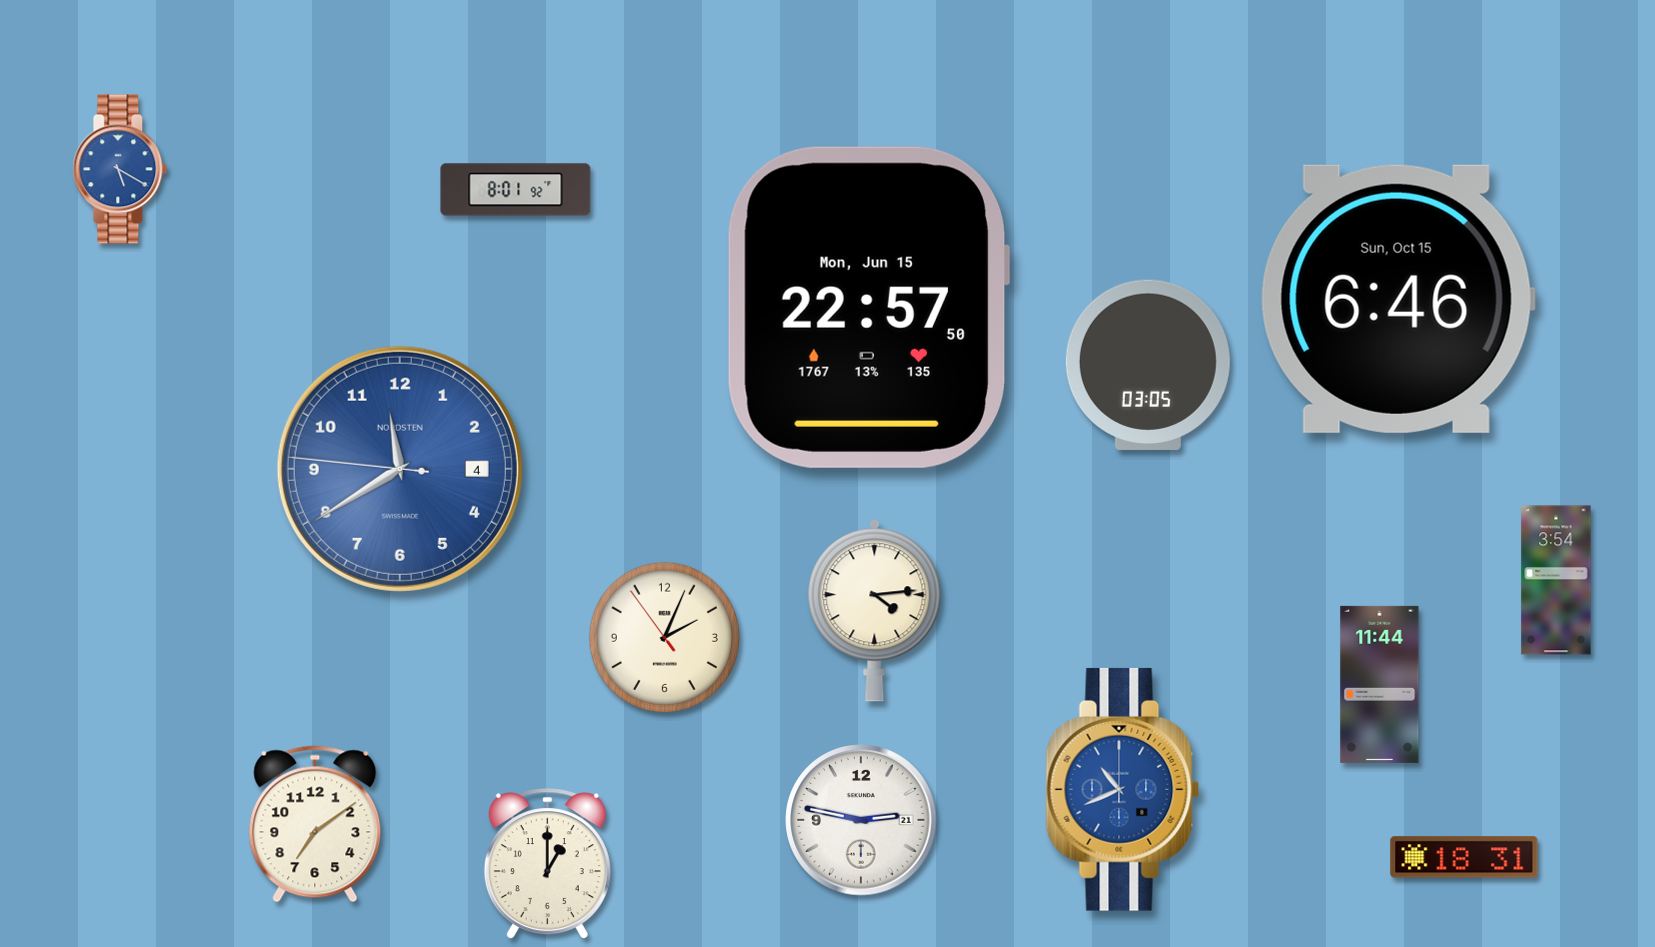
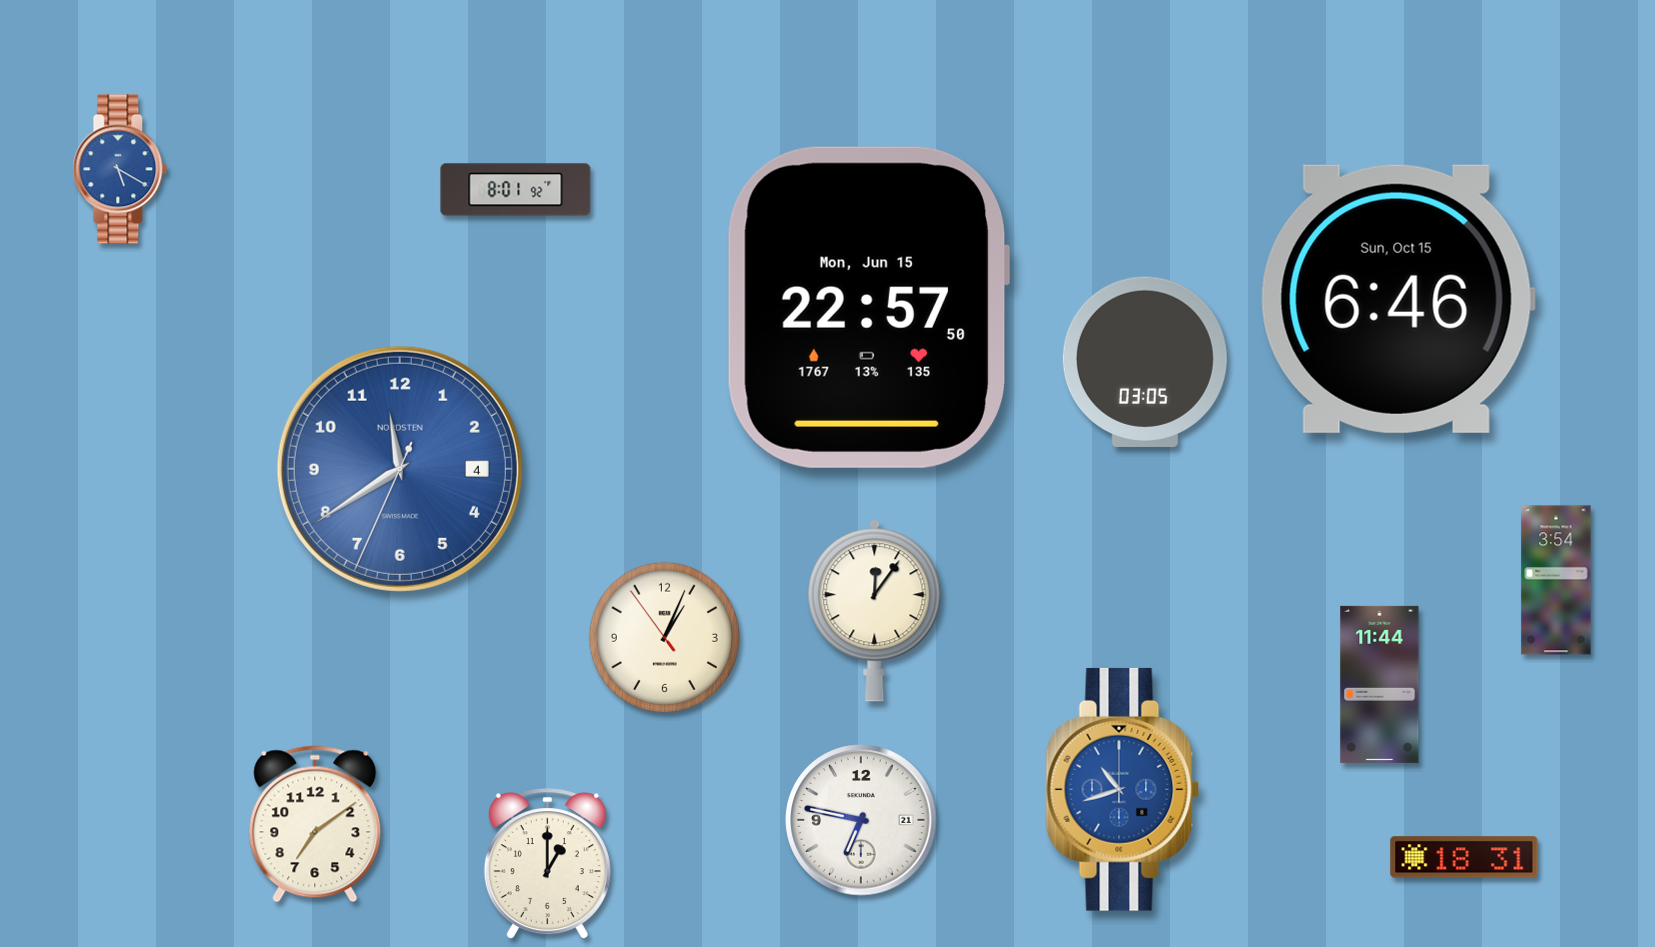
clock at (1148, 365) position: (1148, 365) -> (1145, 362)
clock at (400, 469): 11:39:46 -> 11:39:34
clock at (875, 611): 4:14 -> 12:06
clock at (664, 637): 2:03 -> 1:03
clock at (1123, 789): 10:41 -> 10:42
clock at (861, 820): 2:47 -> 6:47
